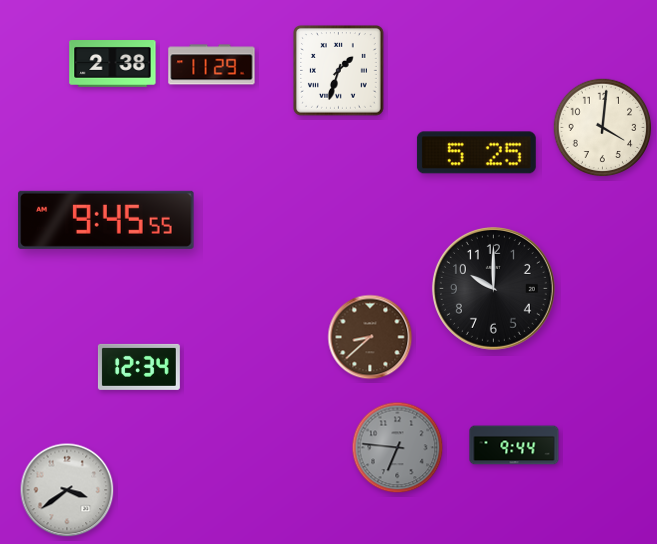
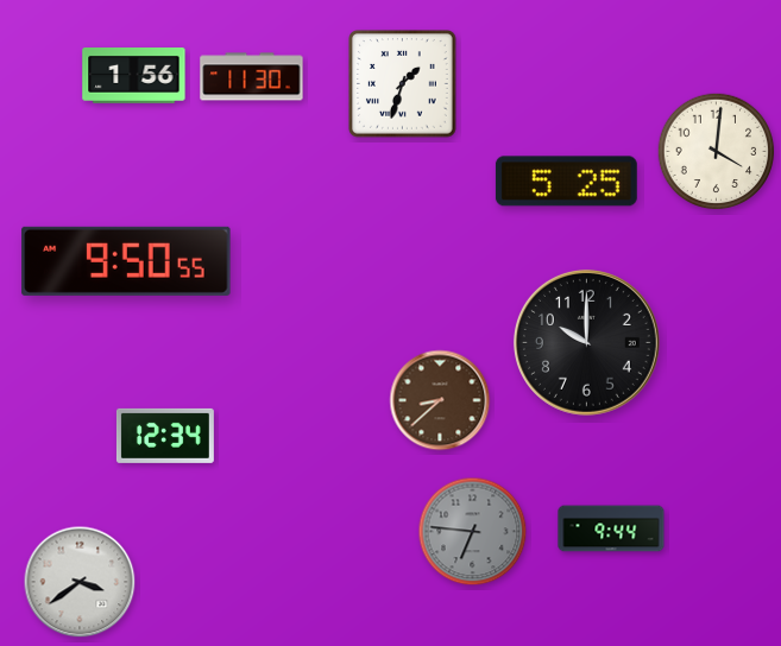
clock at (113, 64): 2:38 -> 1:56
clock at (212, 65): 11:29 -> 11:30
clock at (106, 220): 9:45 -> 9:50
